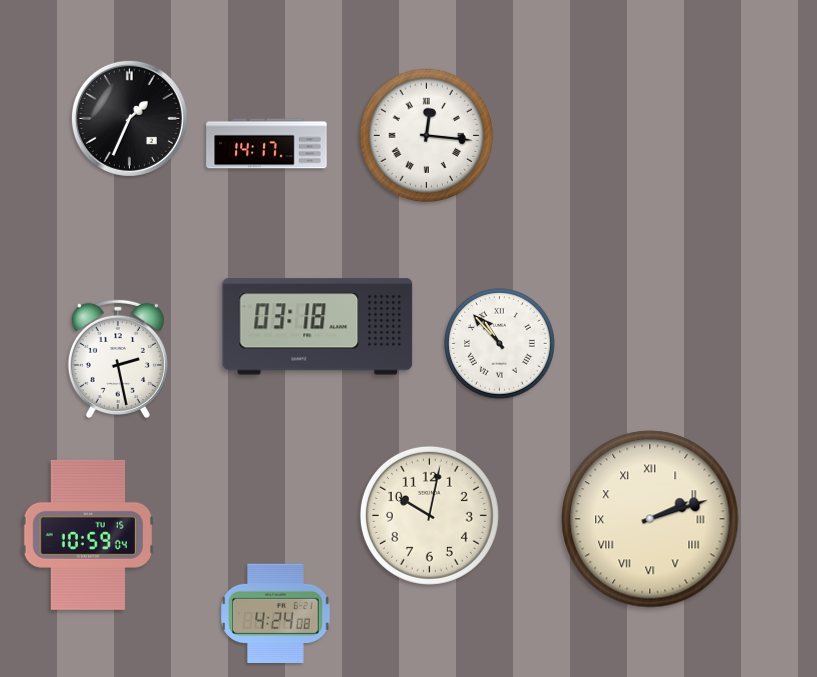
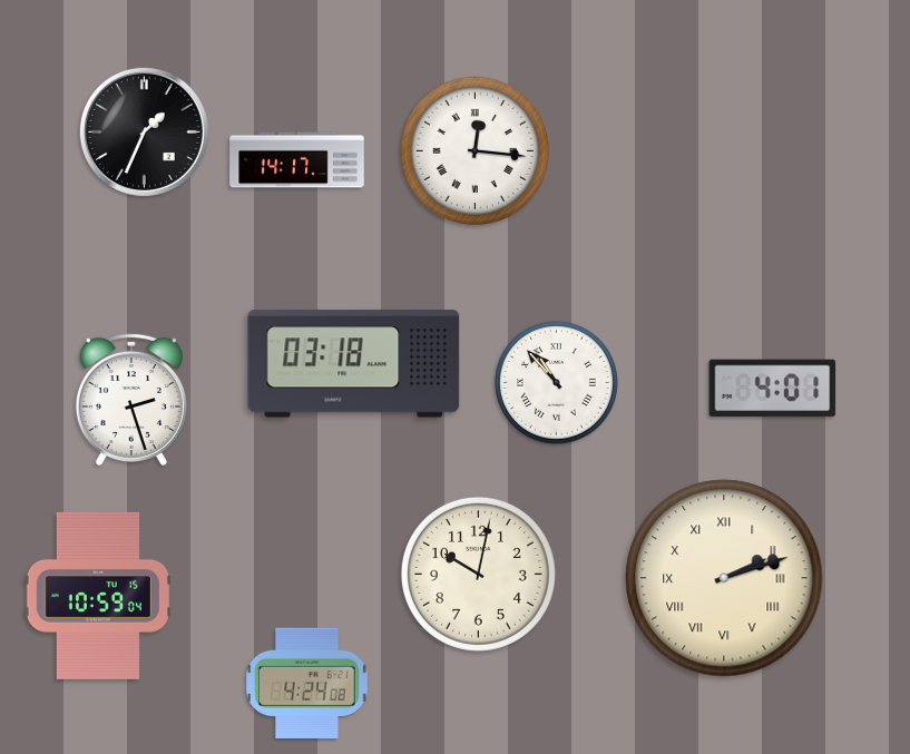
clock at (773, 389): none -> 4:01
clock at (118, 358): 2:28 -> 2:27
